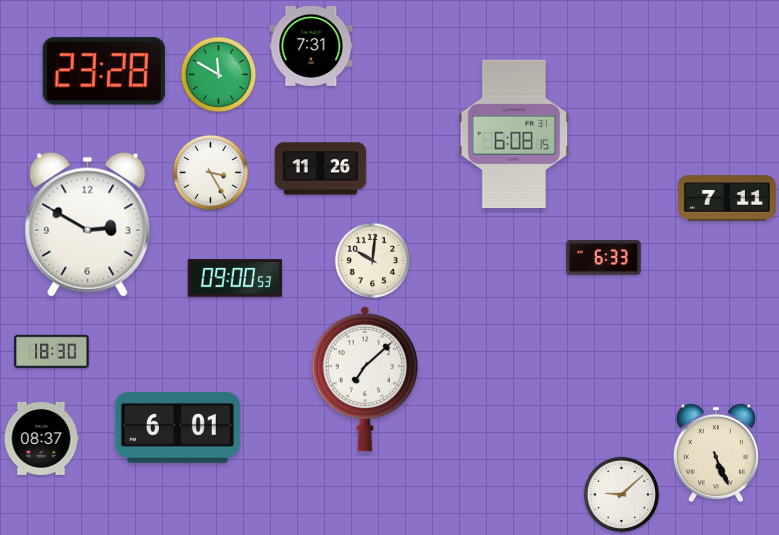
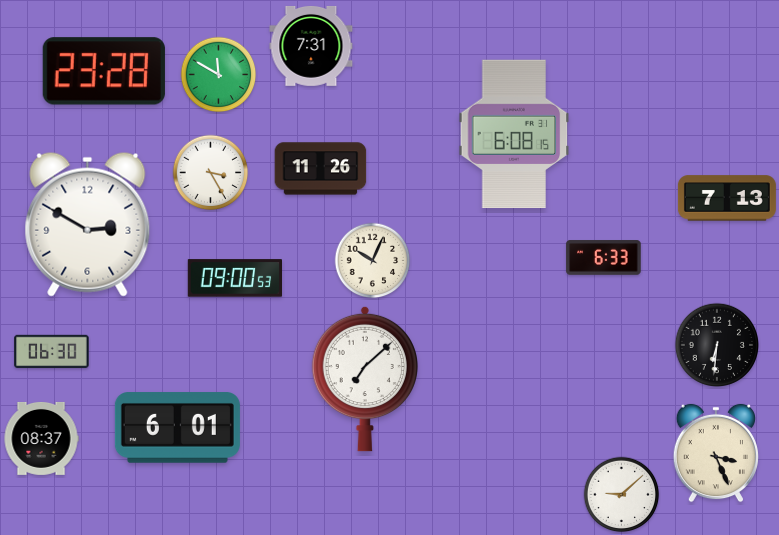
clock at (727, 198): 7:11 -> 7:13
clock at (373, 261): 10:01 -> 10:04
clock at (716, 344): none -> 6:31
clock at (52, 352): 18:30 -> 06:30
clock at (716, 453): 5:26 -> 3:26
